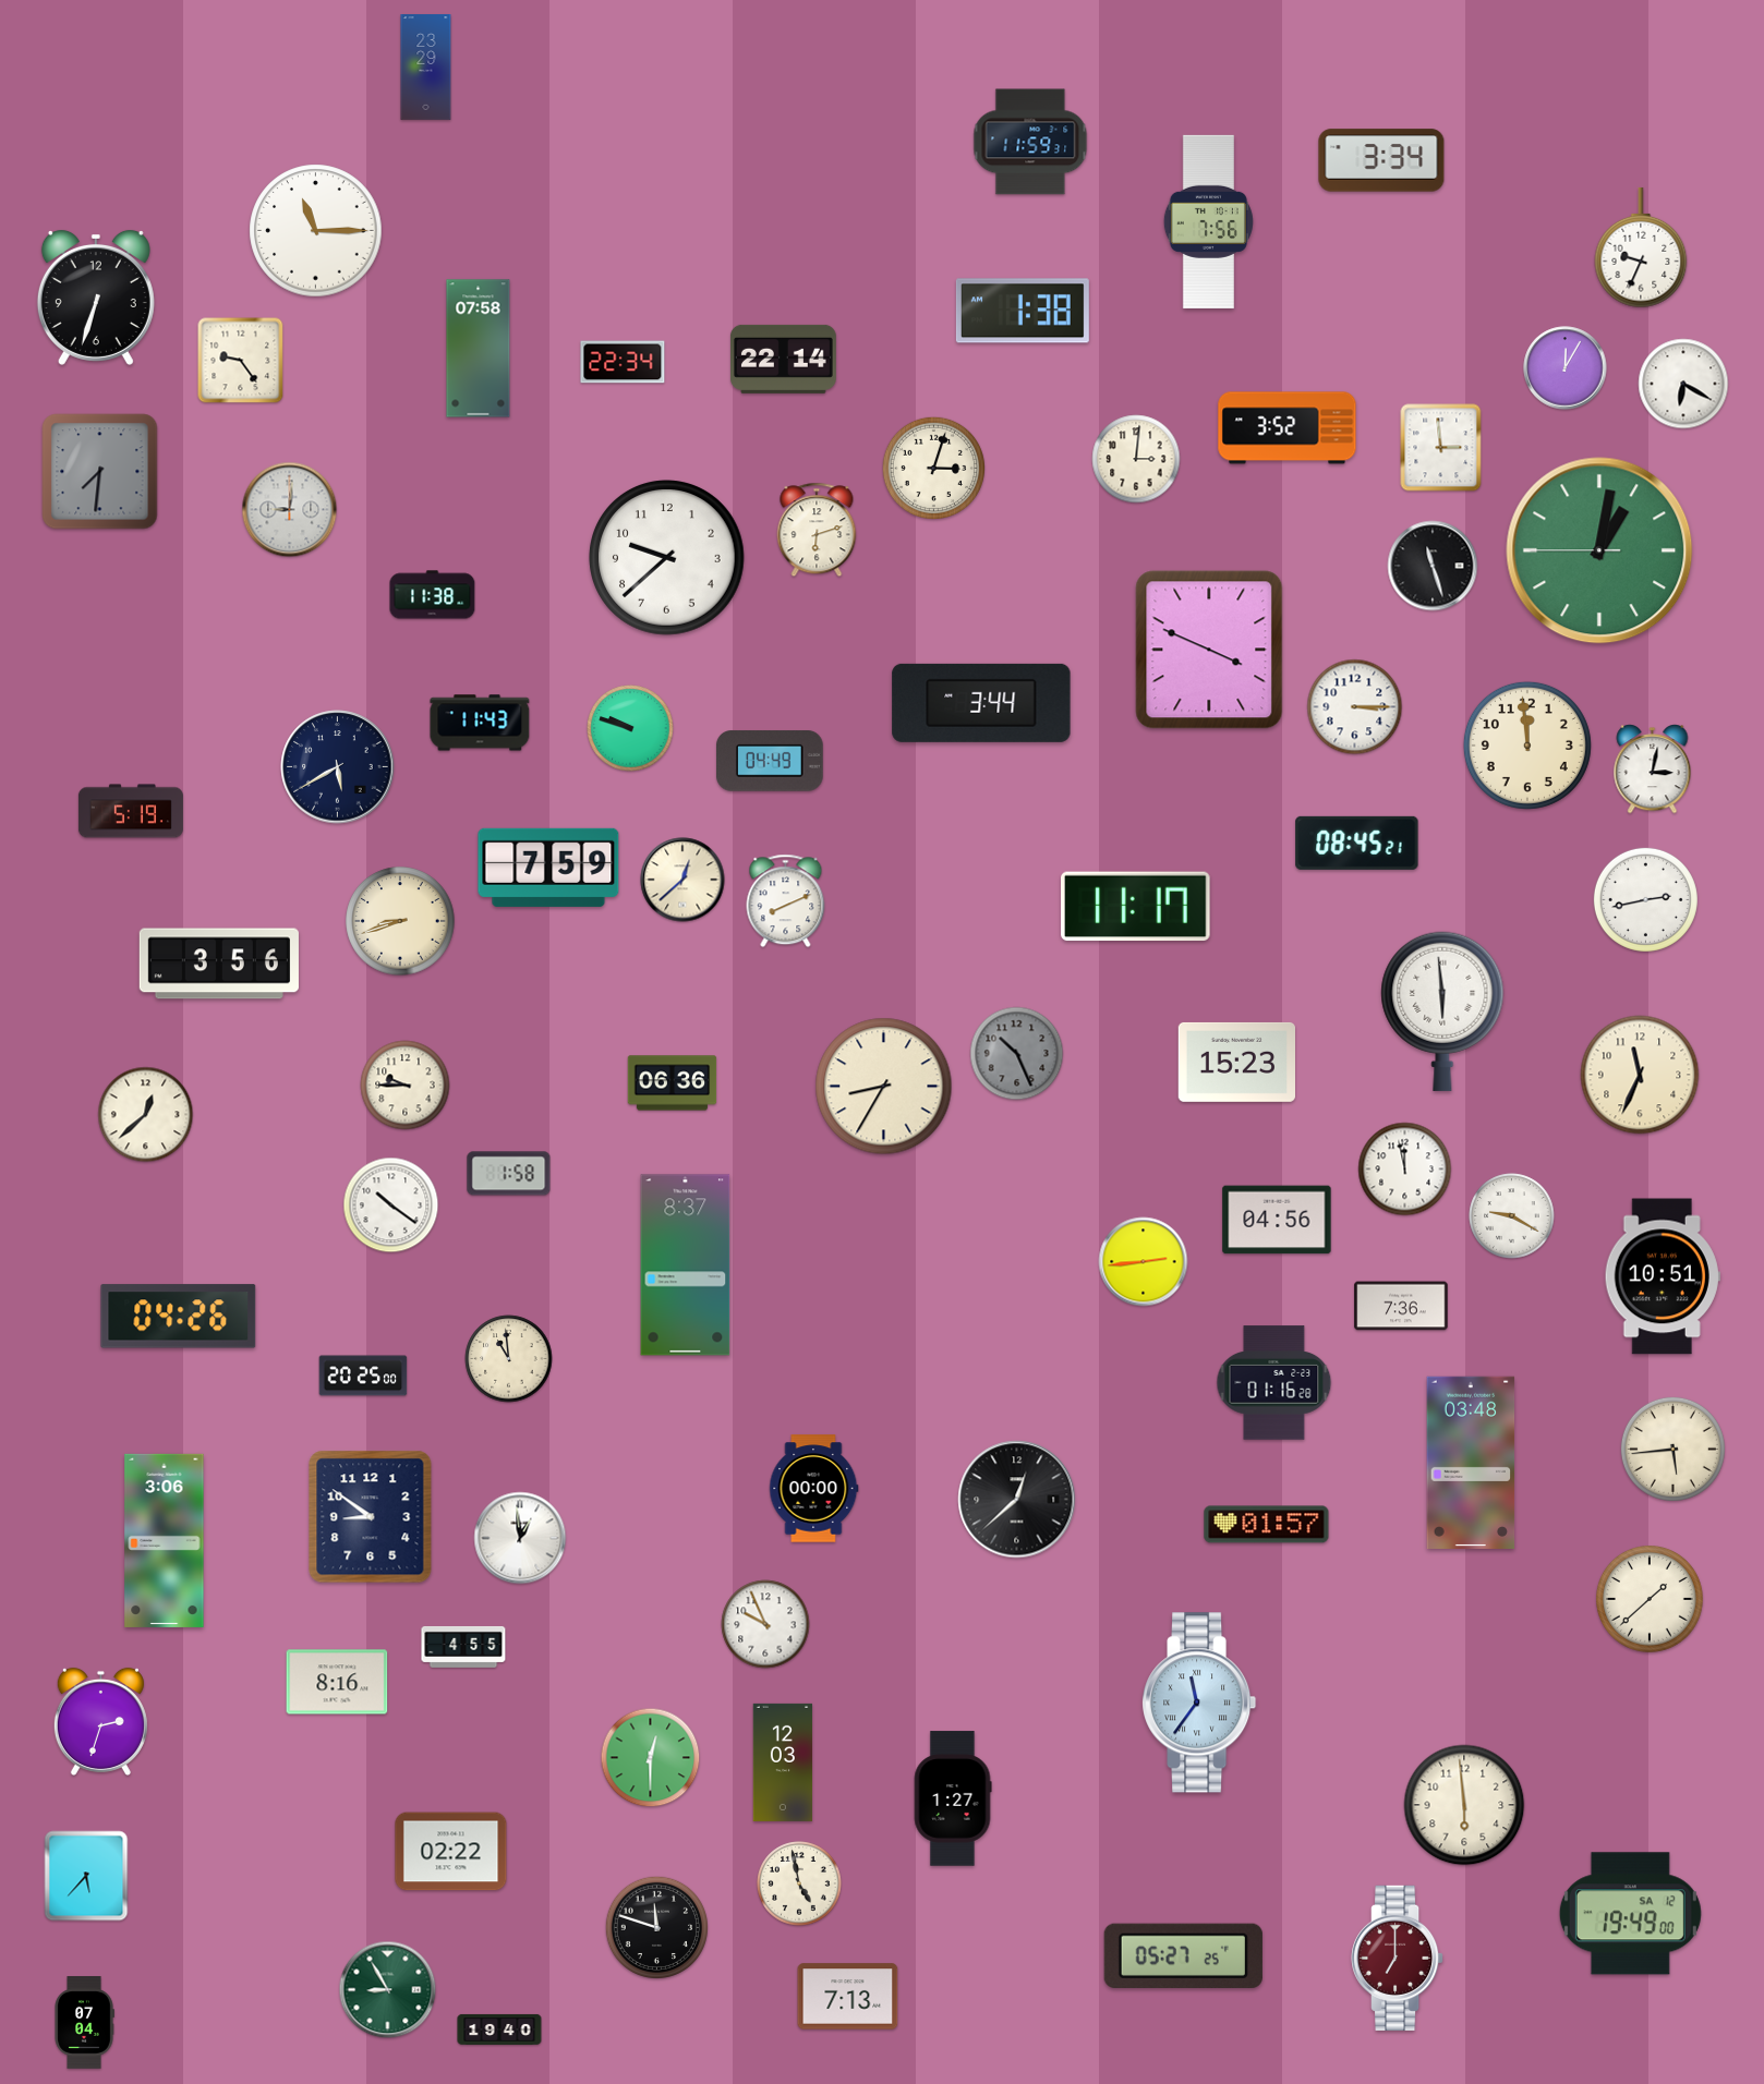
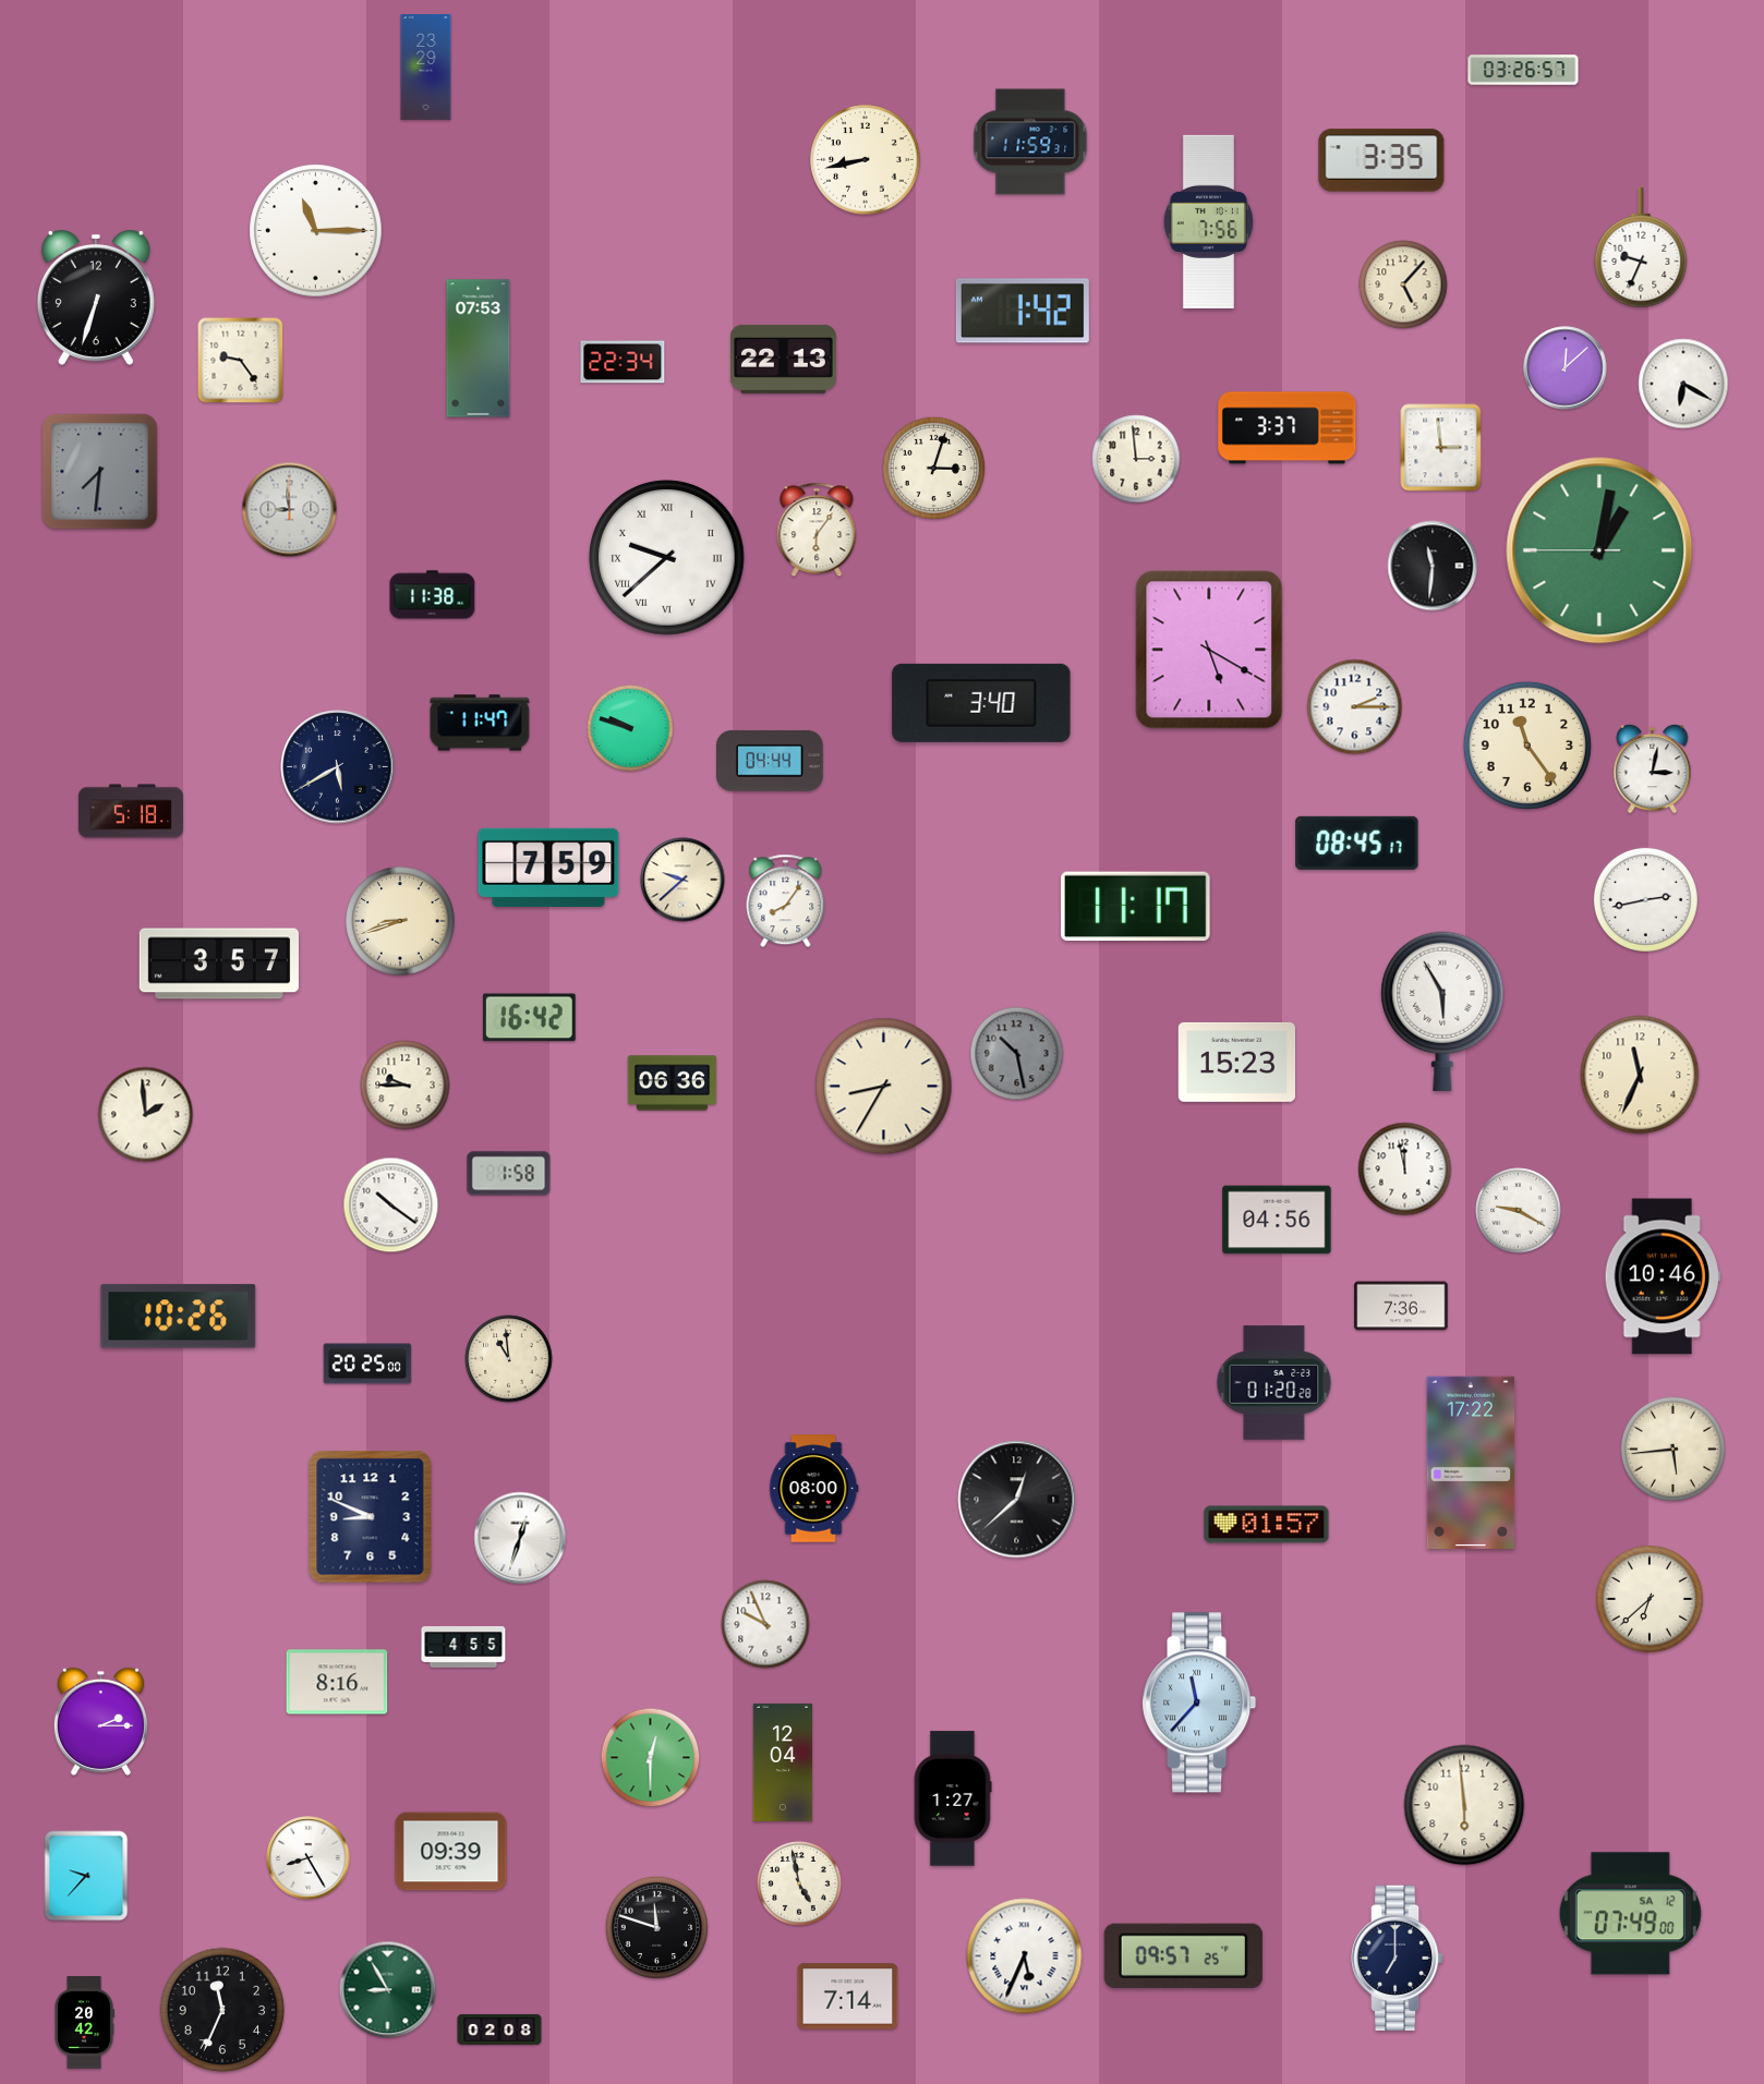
clock at (1523, 70): none -> 03:26
clock at (866, 160): none -> 8:43
clock at (1381, 160): 3:34 -> 3:35
clock at (1403, 284): none -> 5:07
clock at (1023, 311): 1:38 -> 1:42
clock at (479, 349): 07:58 -> 07:53
clock at (783, 359): 22:14 -> 22:13
clock at (1566, 368): 12:05 -> 12:08
clock at (1288, 428): 3:52 -> 3:37
clock at (1136, 459): 3:01 -> 2:59
clock at (290, 510): 9:01 -> 8:59
clock at (817, 530): 6:12 -> 6:06
clock at (667, 558) numerals: Arabic -> Roman
clock at (1433, 566): 11:27 -> 11:31
clock at (1209, 650): 3:49 -> 5:20
clock at (981, 703): 3:44 -> 3:40
clock at (1355, 707): 3:15 -> 2:15
clock at (480, 723): 11:43 -> 11:47
clock at (1527, 746): 11:59 -> 11:24
clock at (771, 761): 04:49 -> 04:44
clock at (131, 811): 5:19 -> 5:18
clock at (1357, 843): 08:45:21 -> 08:45:17
clock at (682, 880): 12:38 -> 9:38
clock at (786, 901): 8:11 -> 8:06
clock at (219, 964): 3:56 -> 3:57
clock at (1442, 1011): 5:59 -> 5:55
clock at (529, 1018): none -> 16:42
clock at (1017, 1054): 10:26 -> 10:28
clock at (146, 1115): 12:38 -> 1:59
clock at (1512, 1216) position: (1512, 1216) -> (1519, 1211)
clock at (1144, 1262): 2:44 -> none
clock at (686, 1265): 8:37 -> none
clock at (1663, 1276): 10:51 -> 10:46
clock at (179, 1317): 04:26 -> 10:26
clock at (363, 1376) position: (363, 1376) -> (367, 1364)
clock at (1274, 1383): 01:16 -> 01:20
clock at (1471, 1462): 03:48 -> 17:22
clock at (813, 1489): 00:00 -> 08:00
clock at (371, 1517): 8:51 -> 8:49
clock at (520, 1538): 12:59 -> 12:33
clock at (165, 1540): 3:06 -> none
clock at (1651, 1600): 1:38 -> 6:38
clock at (1199, 1703): 11:36 -> 11:37
clock at (100, 1721): 2:33 -> 2:15
clock at (783, 1762): 12:03 -> 12:04
clock at (451, 1852): 02:22 -> 09:39
clock at (309, 1858): none -> 8:25
clock at (86, 1876): 5:37 -> 9:37
clock at (1630, 1914): 19:49 -> 07:49
clock at (1183, 1955): 05:27 -> 09:57
clock at (1025, 1956): none -> 5:34
clock at (1399, 1958) dial: burgundy -> navy
clock at (848, 1997): 7:13 -> 7:14
clock at (222, 2010): none -> 11:34
clock at (84, 2023): 07:04 -> 20:42
clock at (499, 2030): 19:40 -> 02:08
